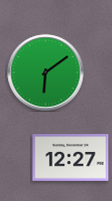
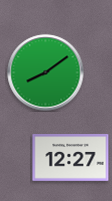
clock at (46, 73): 6:09 -> 8:09
